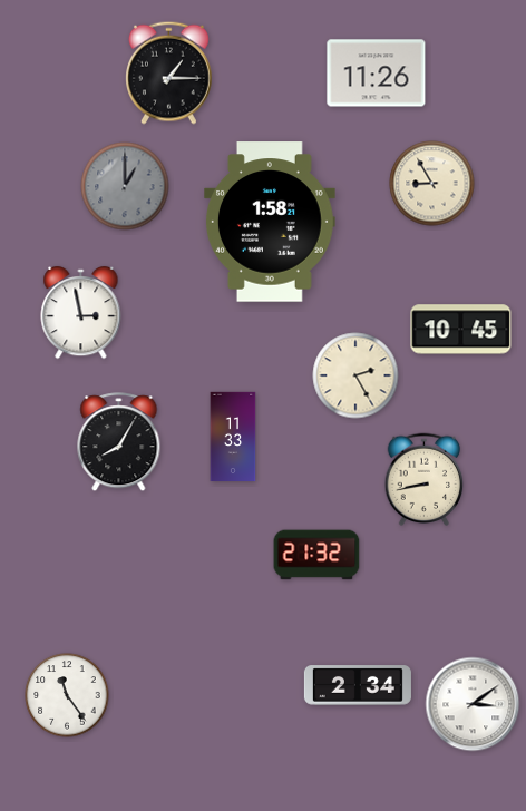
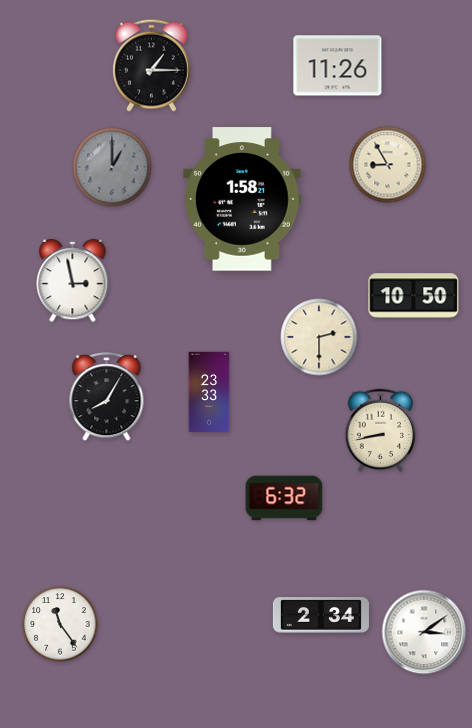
clock at (461, 330): 10:45 -> 10:50
clock at (355, 375): 2:25 -> 2:30
clock at (233, 437): 11:33 -> 23:33
clock at (316, 555): 21:32 -> 6:32
